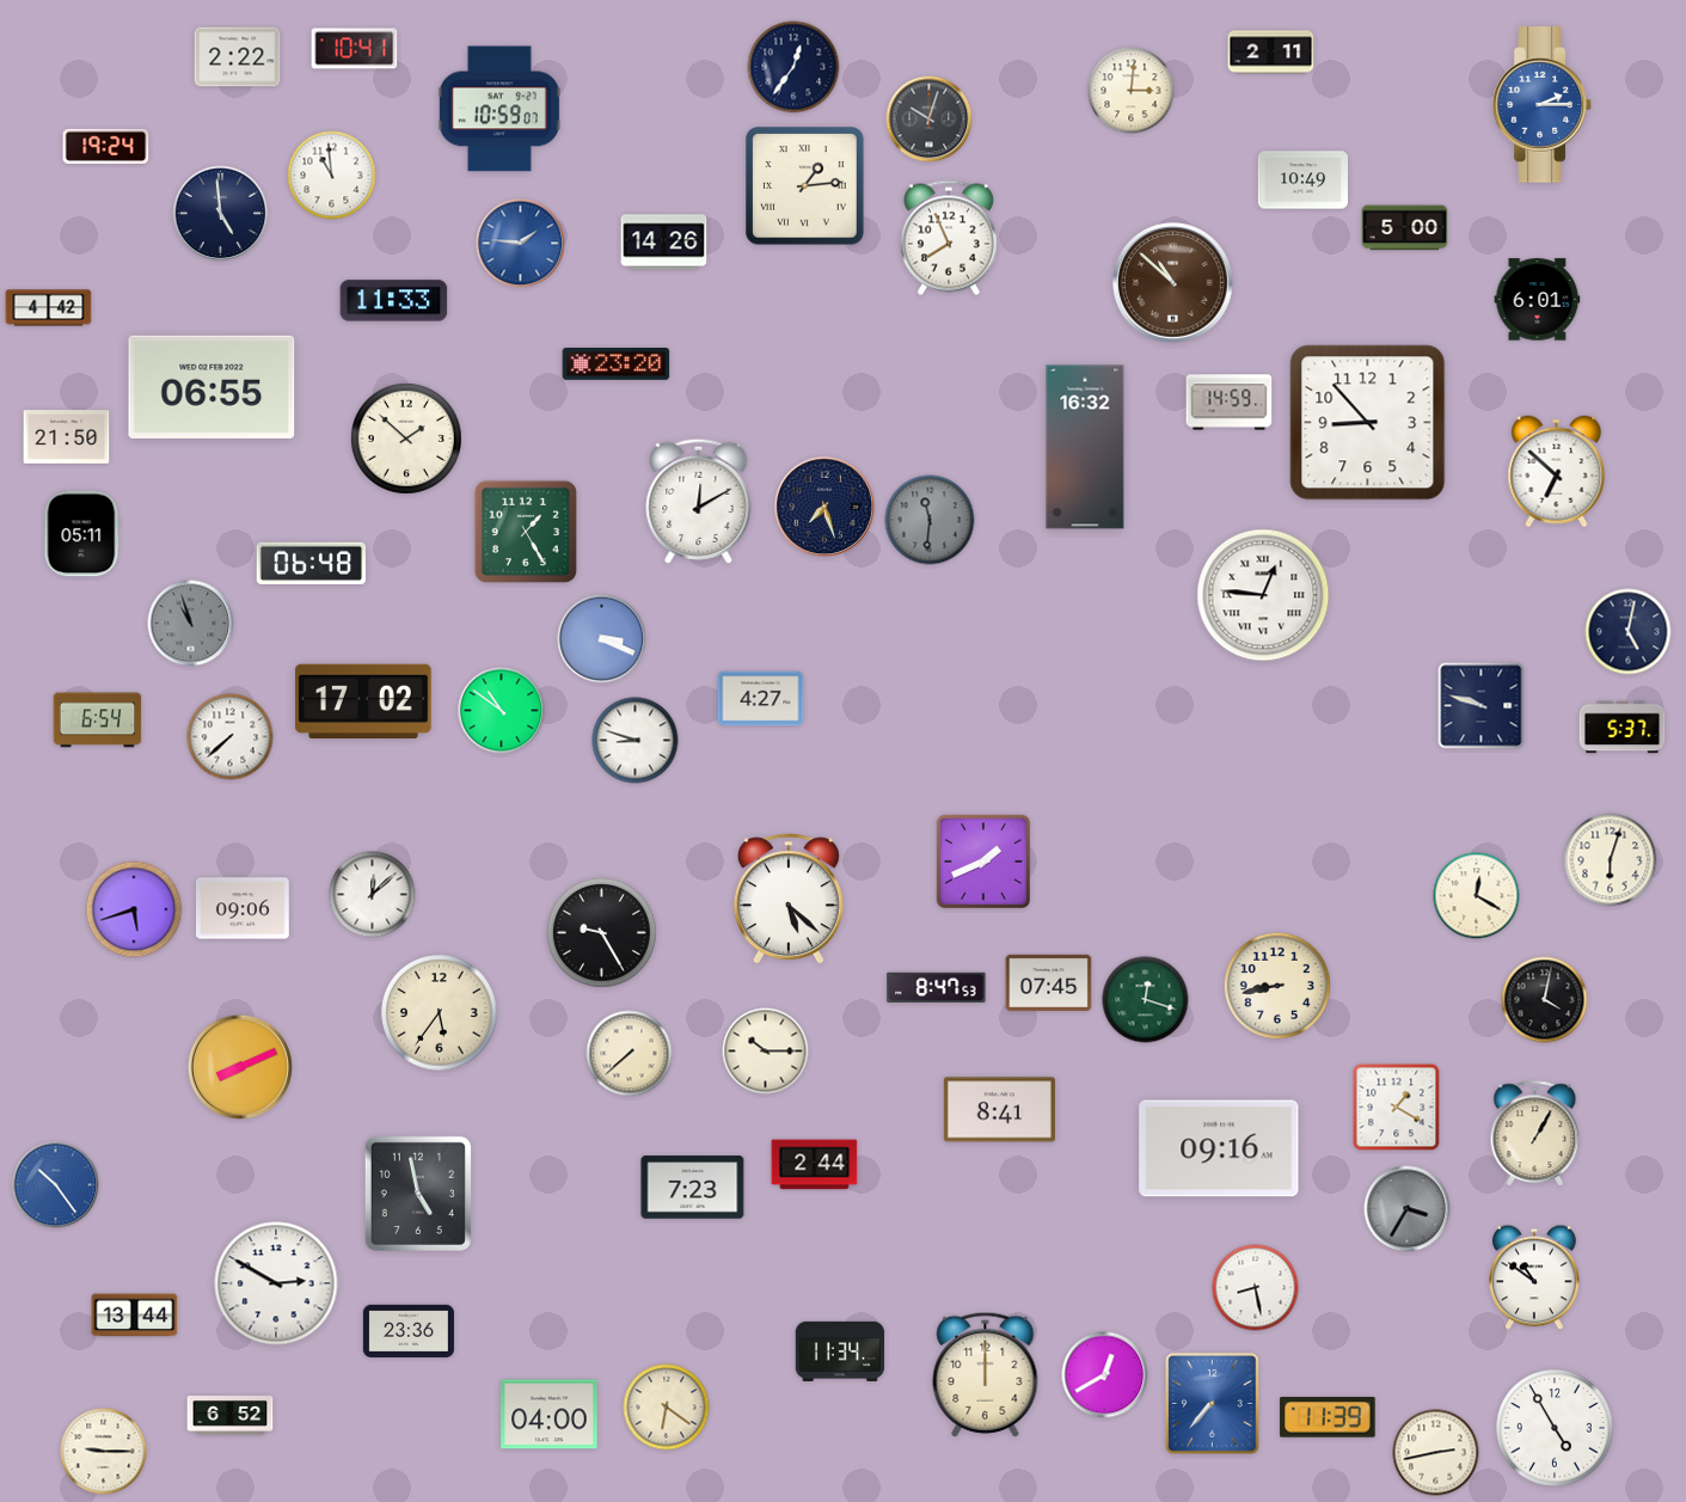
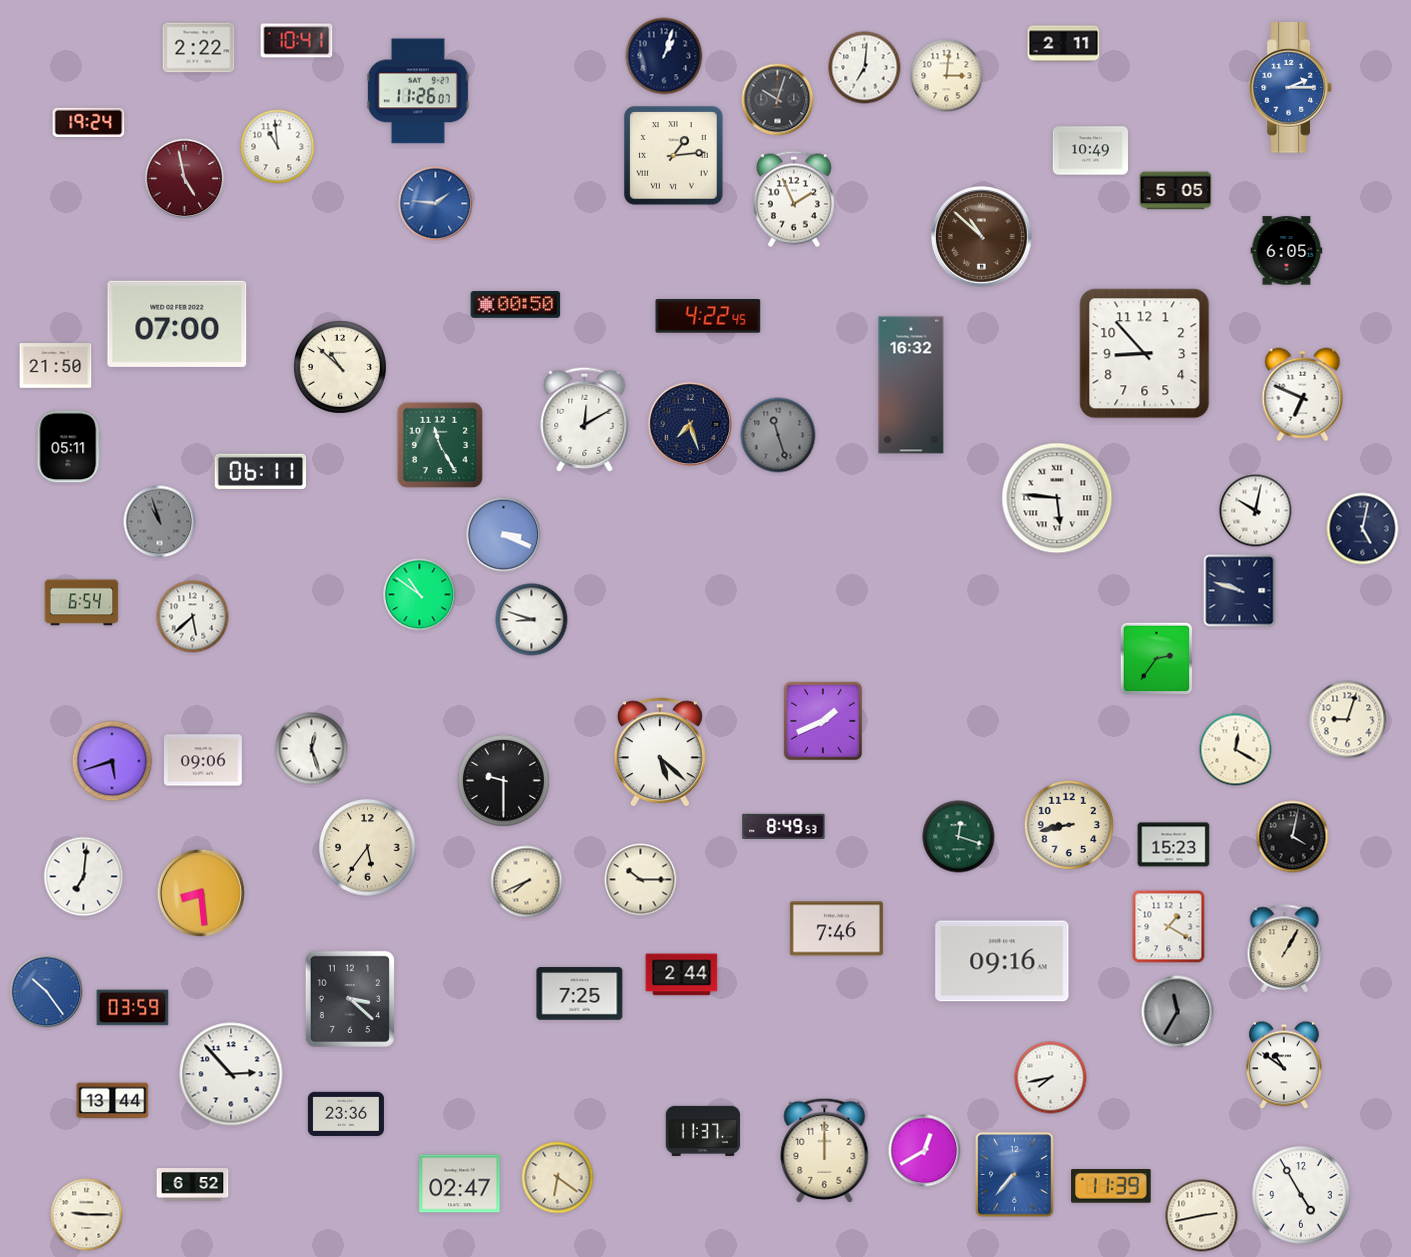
clock at (793, 67): 12:36 -> 1:03
clock at (865, 68): none -> 7:01
clock at (499, 109): 10:59 -> 11:26
clock at (221, 214): 4:59 -> 4:58
clock at (221, 214) dial: navy -> burgundy
clock at (1405, 228): 5:00 -> 5:05
clock at (949, 238): 7:56 -> 1:56
clock at (664, 243): 14:26 -> none
clock at (1538, 300): 6:01 -> 6:05
clock at (394, 301): 11:33 -> none
clock at (49, 308): 4:42 -> none
clock at (617, 364): 23:20 -> 00:50
clock at (708, 316): none -> 4:22
clock at (211, 387): 06:55 -> 07:00
clock at (1230, 403): 14:59 -> none
clock at (406, 439): 1:52 -> 10:52
clock at (1085, 447) position: (1085, 447) -> (911, 385)
clock at (1557, 472): 6:52 -> 6:49
clock at (930, 520): 11:31 -> 11:27
clock at (526, 532): 1:25 -> 11:25
clock at (311, 563): 06:48 -> 06:11
clock at (1263, 595): 12:46 -> 5:46
clock at (1256, 511): none -> 10:02
clock at (761, 699): 4:27 -> none
clock at (363, 700): 17:02 -> none
clock at (1623, 728): 5:37 -> none
clock at (231, 737): 7:38 -> 5:38
clock at (1157, 659): none -> 2:36
clock at (1611, 860): 6:03 -> 9:03
clock at (373, 895): 12:08 -> 12:27
clock at (601, 932): 9:25 -> 9:30
clock at (1049, 982): 07:45 -> none
clock at (937, 987): 8:47 -> 8:49
clock at (1174, 845): none -> 15:23
clock at (84, 877): none -> 7:01
clock at (630, 1054): 7:38 -> 7:41
clock at (240, 1067): 8:11 -> 8:29
clock at (999, 1110): 8:41 -> 7:46
clock at (1219, 1148) position: (1219, 1148) -> (1002, 961)
clock at (693, 1188): 7:23 -> 7:25
clock at (418, 1194): 4:58 -> 3:22
clock at (133, 1008): none -> 03:59
clock at (1408, 1209): 3:35 -> 11:35
clock at (1535, 1277) position: (1535, 1277) -> (1285, 1065)
clock at (276, 1283): 2:50 -> 2:53
clock at (1256, 1288): 8:28 -> 7:43
clock at (409, 1330) position: (409, 1330) -> (346, 1113)
clock at (840, 1351): 11:34 -> 11:37
clock at (550, 1415): 04:00 -> 02:47
